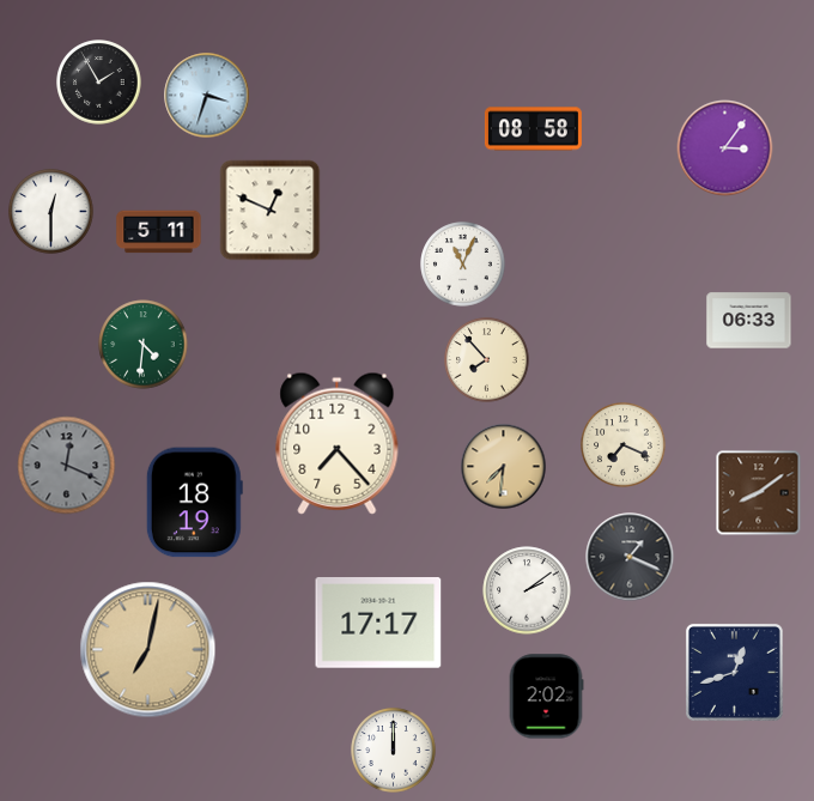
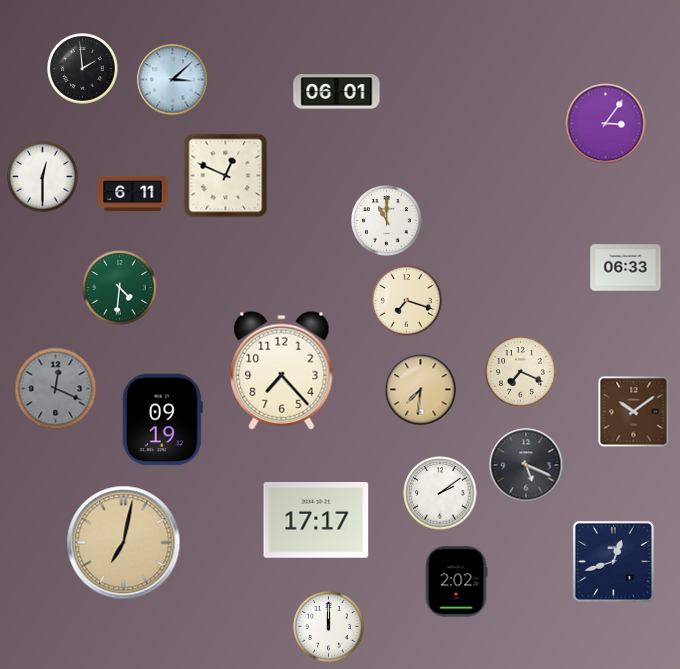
clock at (99, 83): 1:55 -> 1:59
clock at (207, 96): 3:33 -> 3:08
clock at (337, 92): none -> 06:01
clock at (533, 129): 08:58 -> none
clock at (159, 232): 5:11 -> 6:11
clock at (463, 265): 11:04 -> 11:00
clock at (487, 360): 7:53 -> 7:18
clock at (759, 493): 8:09 -> 10:09
clock at (194, 503): 18:19 -> 09:19
clock at (630, 557): 1:19 -> 5:19
